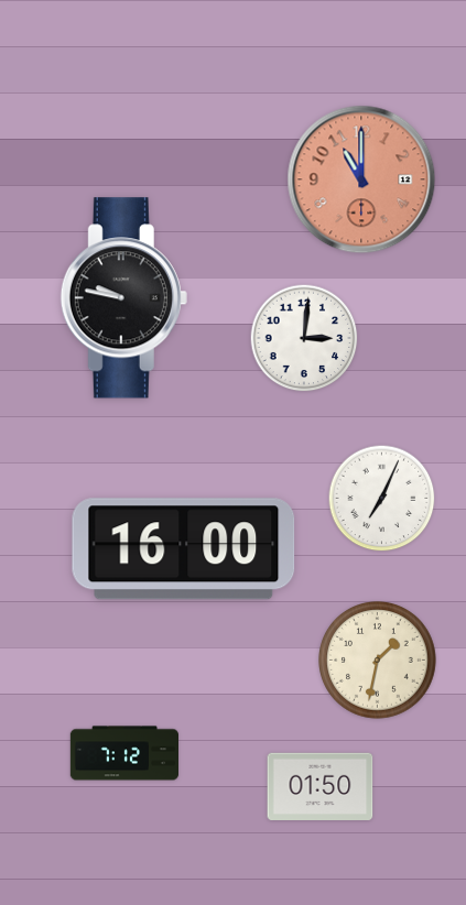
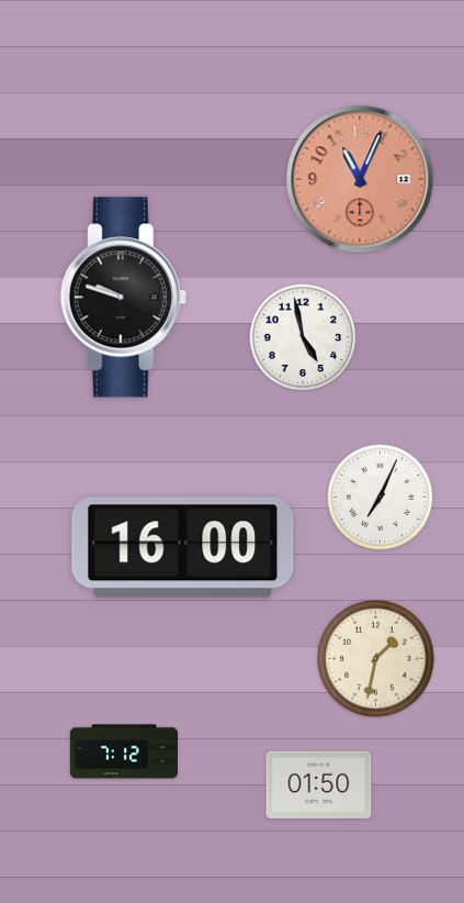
clock at (361, 179): 11:00 -> 11:04
clock at (123, 298): 9:47 -> 9:48
clock at (304, 338): 3:01 -> 4:58
